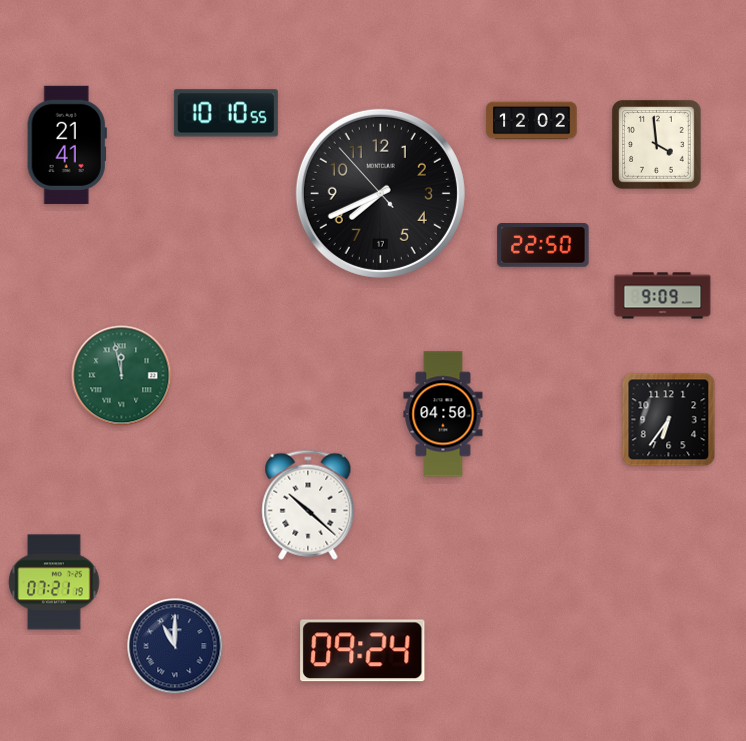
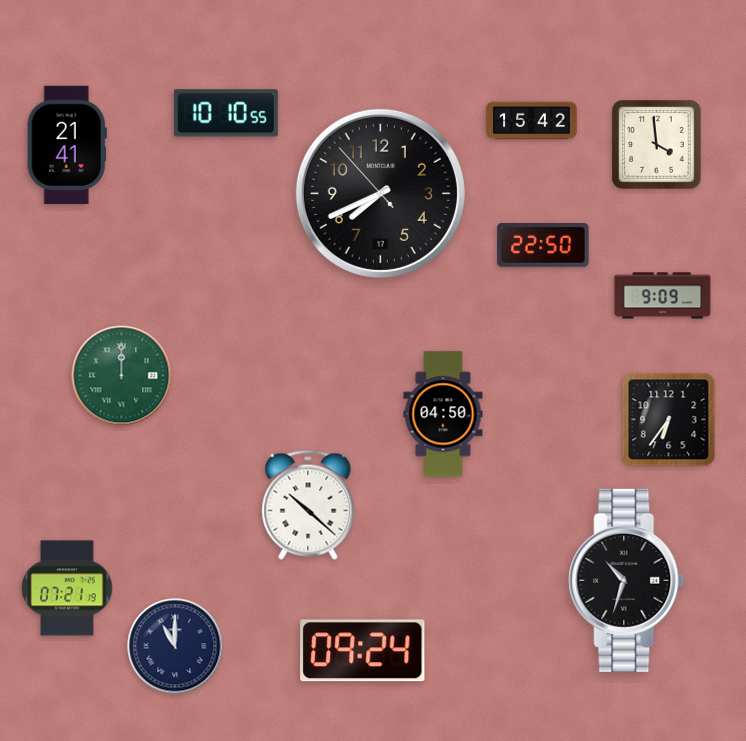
clock at (532, 121): 12:02 -> 15:42
clock at (122, 376): 11:58 -> 12:00
clock at (627, 580): none -> 10:33
clock at (54, 582) position: (54, 582) -> (67, 588)
